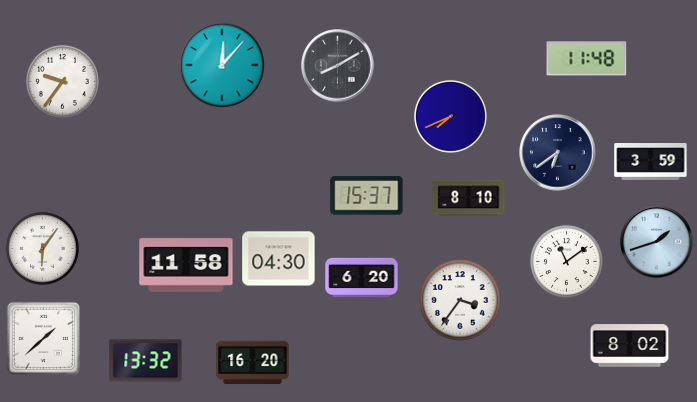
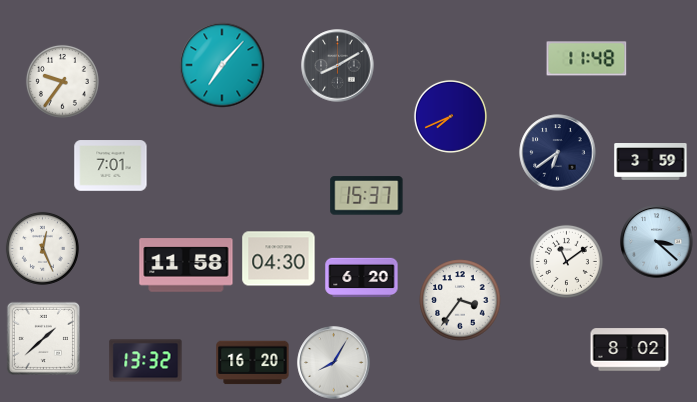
clock at (222, 65): 12:07 -> 7:07
clock at (111, 166): none -> 7:01
clock at (469, 198): 8:10 -> none
clock at (657, 242): 1:42 -> 3:22
clock at (42, 248): 6:06 -> 12:26
clock at (630, 346) position: (630, 346) -> (630, 350)
clock at (334, 363): none -> 8:05
